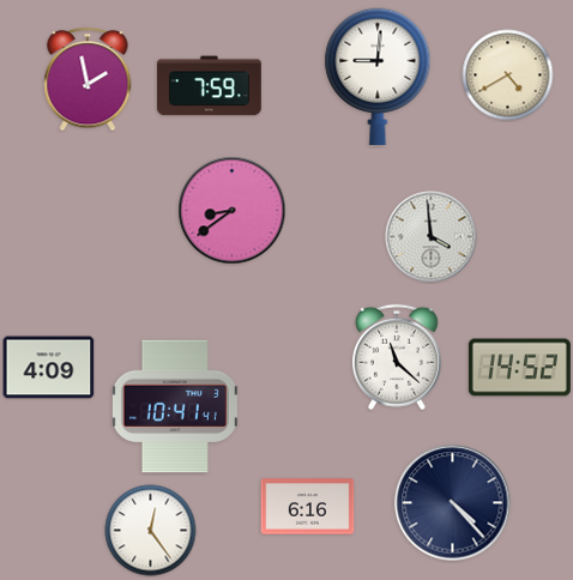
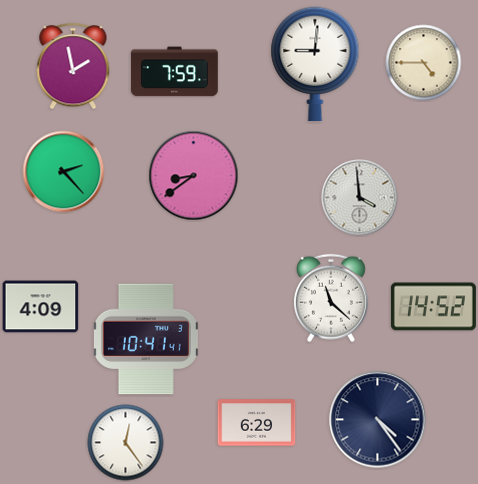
clock at (508, 75): 4:40 -> 4:45
clock at (64, 172): none -> 2:23
clock at (453, 503): 4:23 -> 4:24
clock at (308, 507): 6:16 -> 6:29
